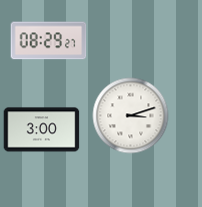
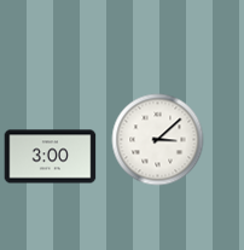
clock at (49, 41): 08:29 -> none
clock at (131, 116): 3:12 -> 3:08
